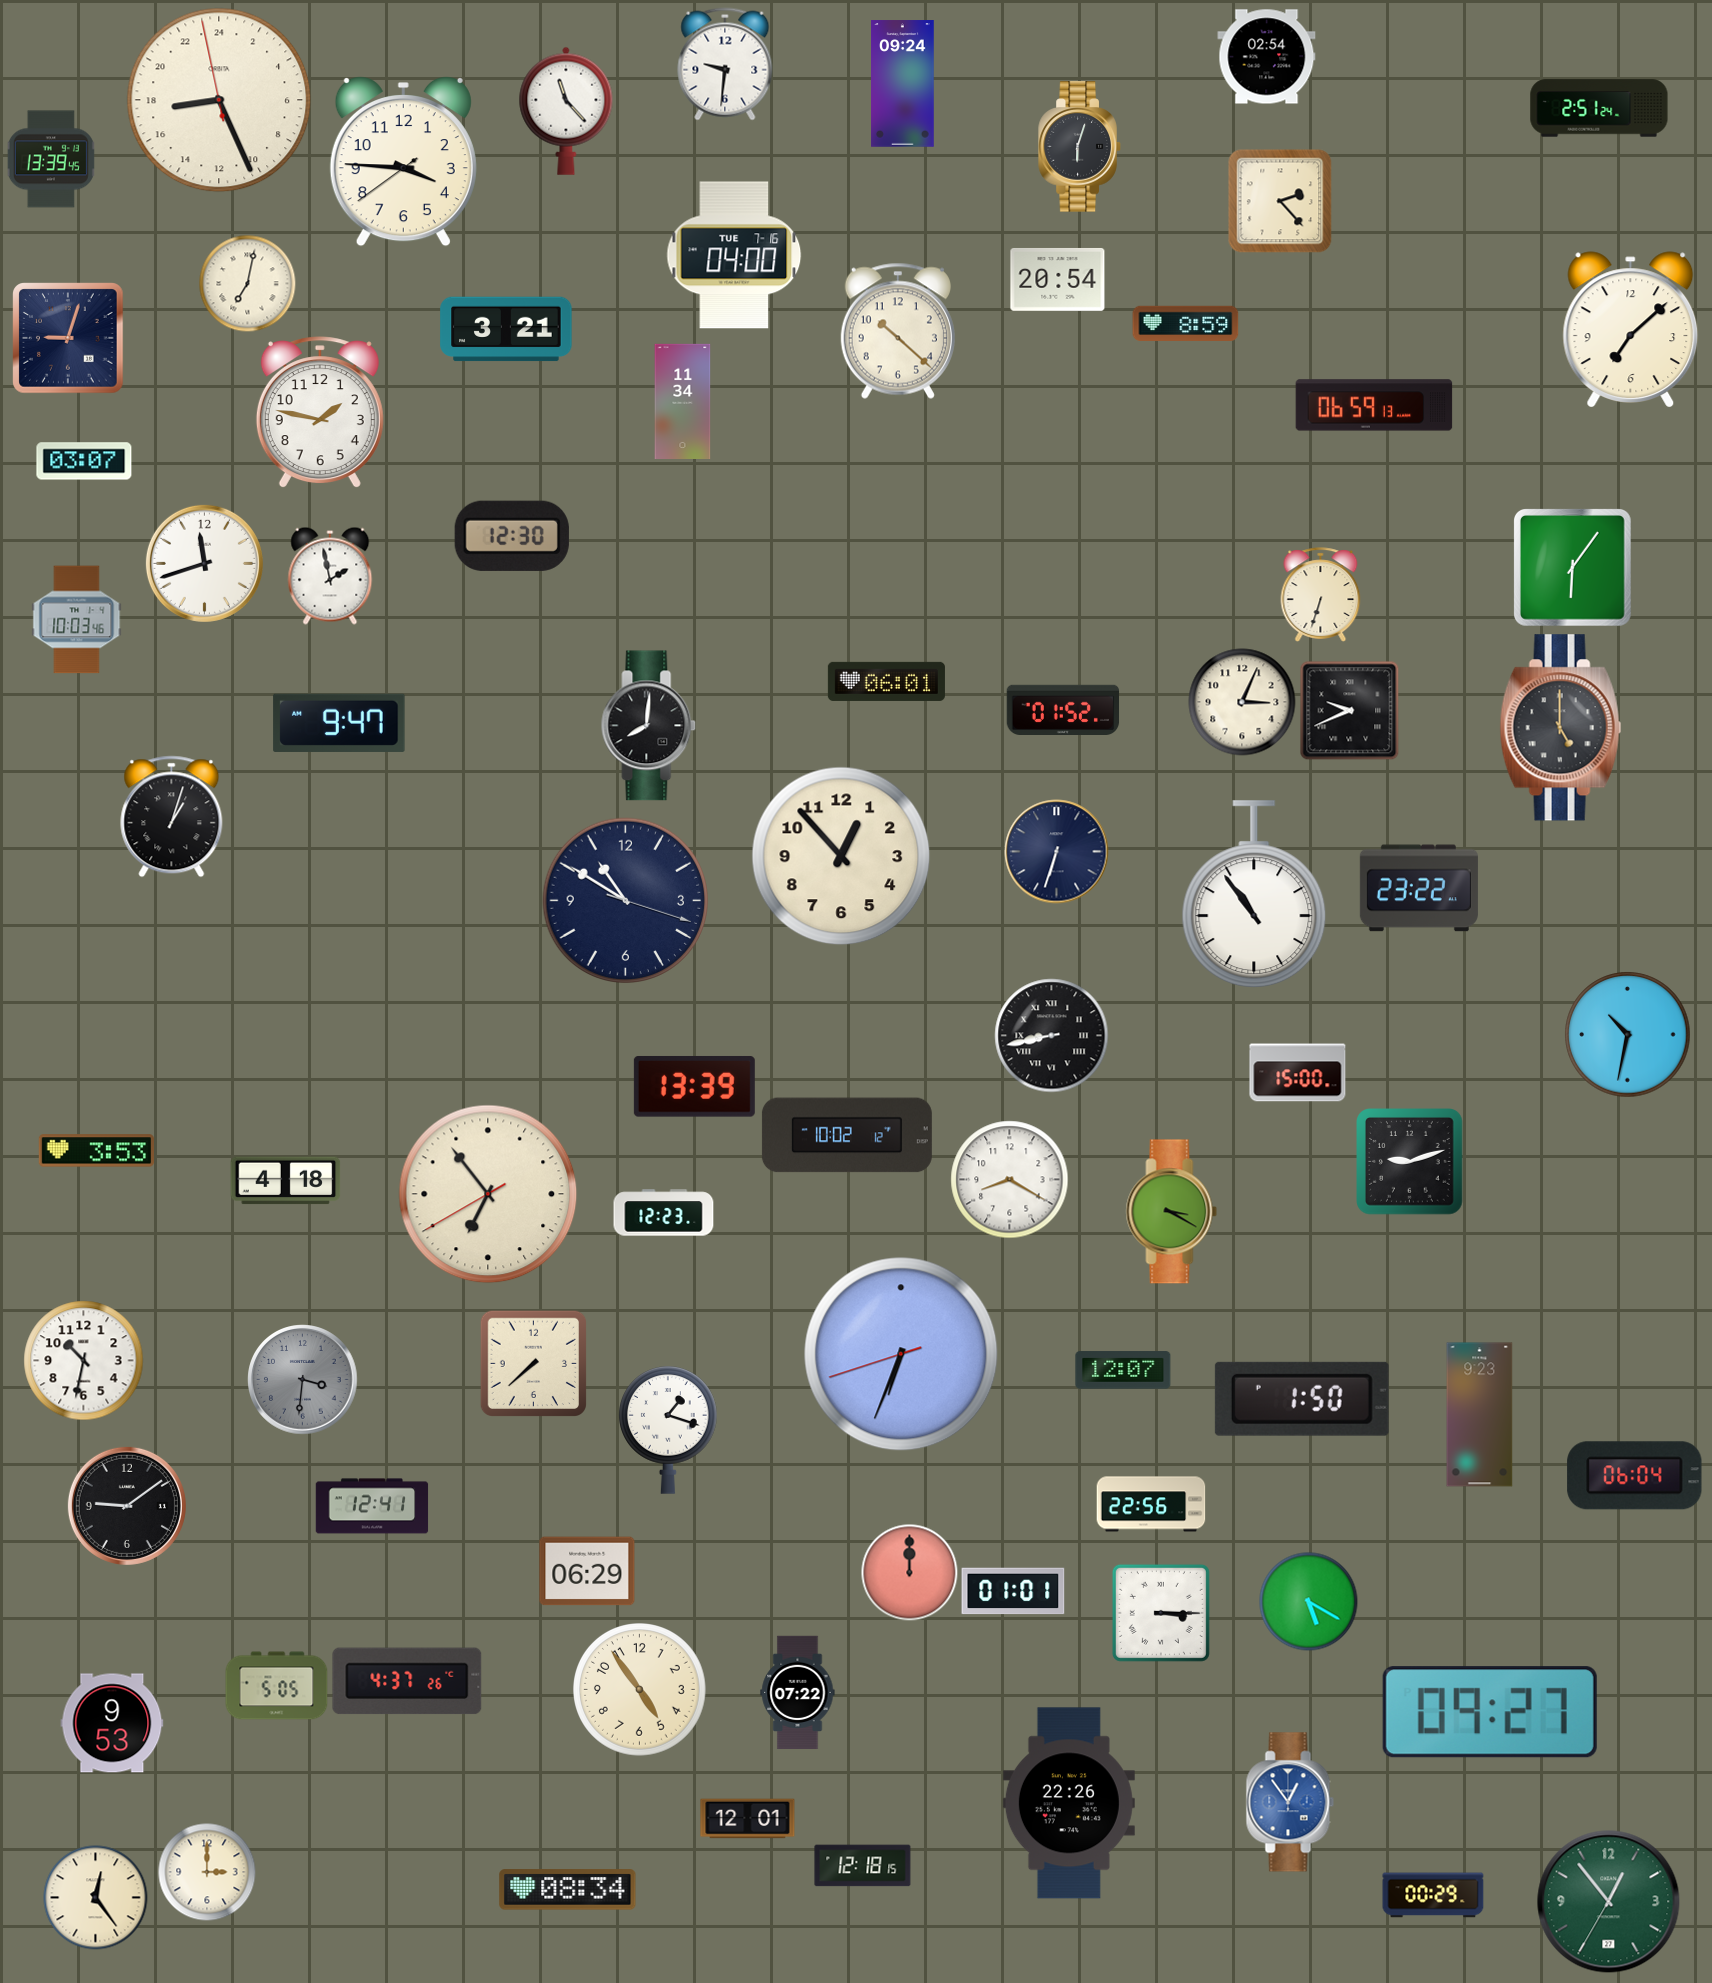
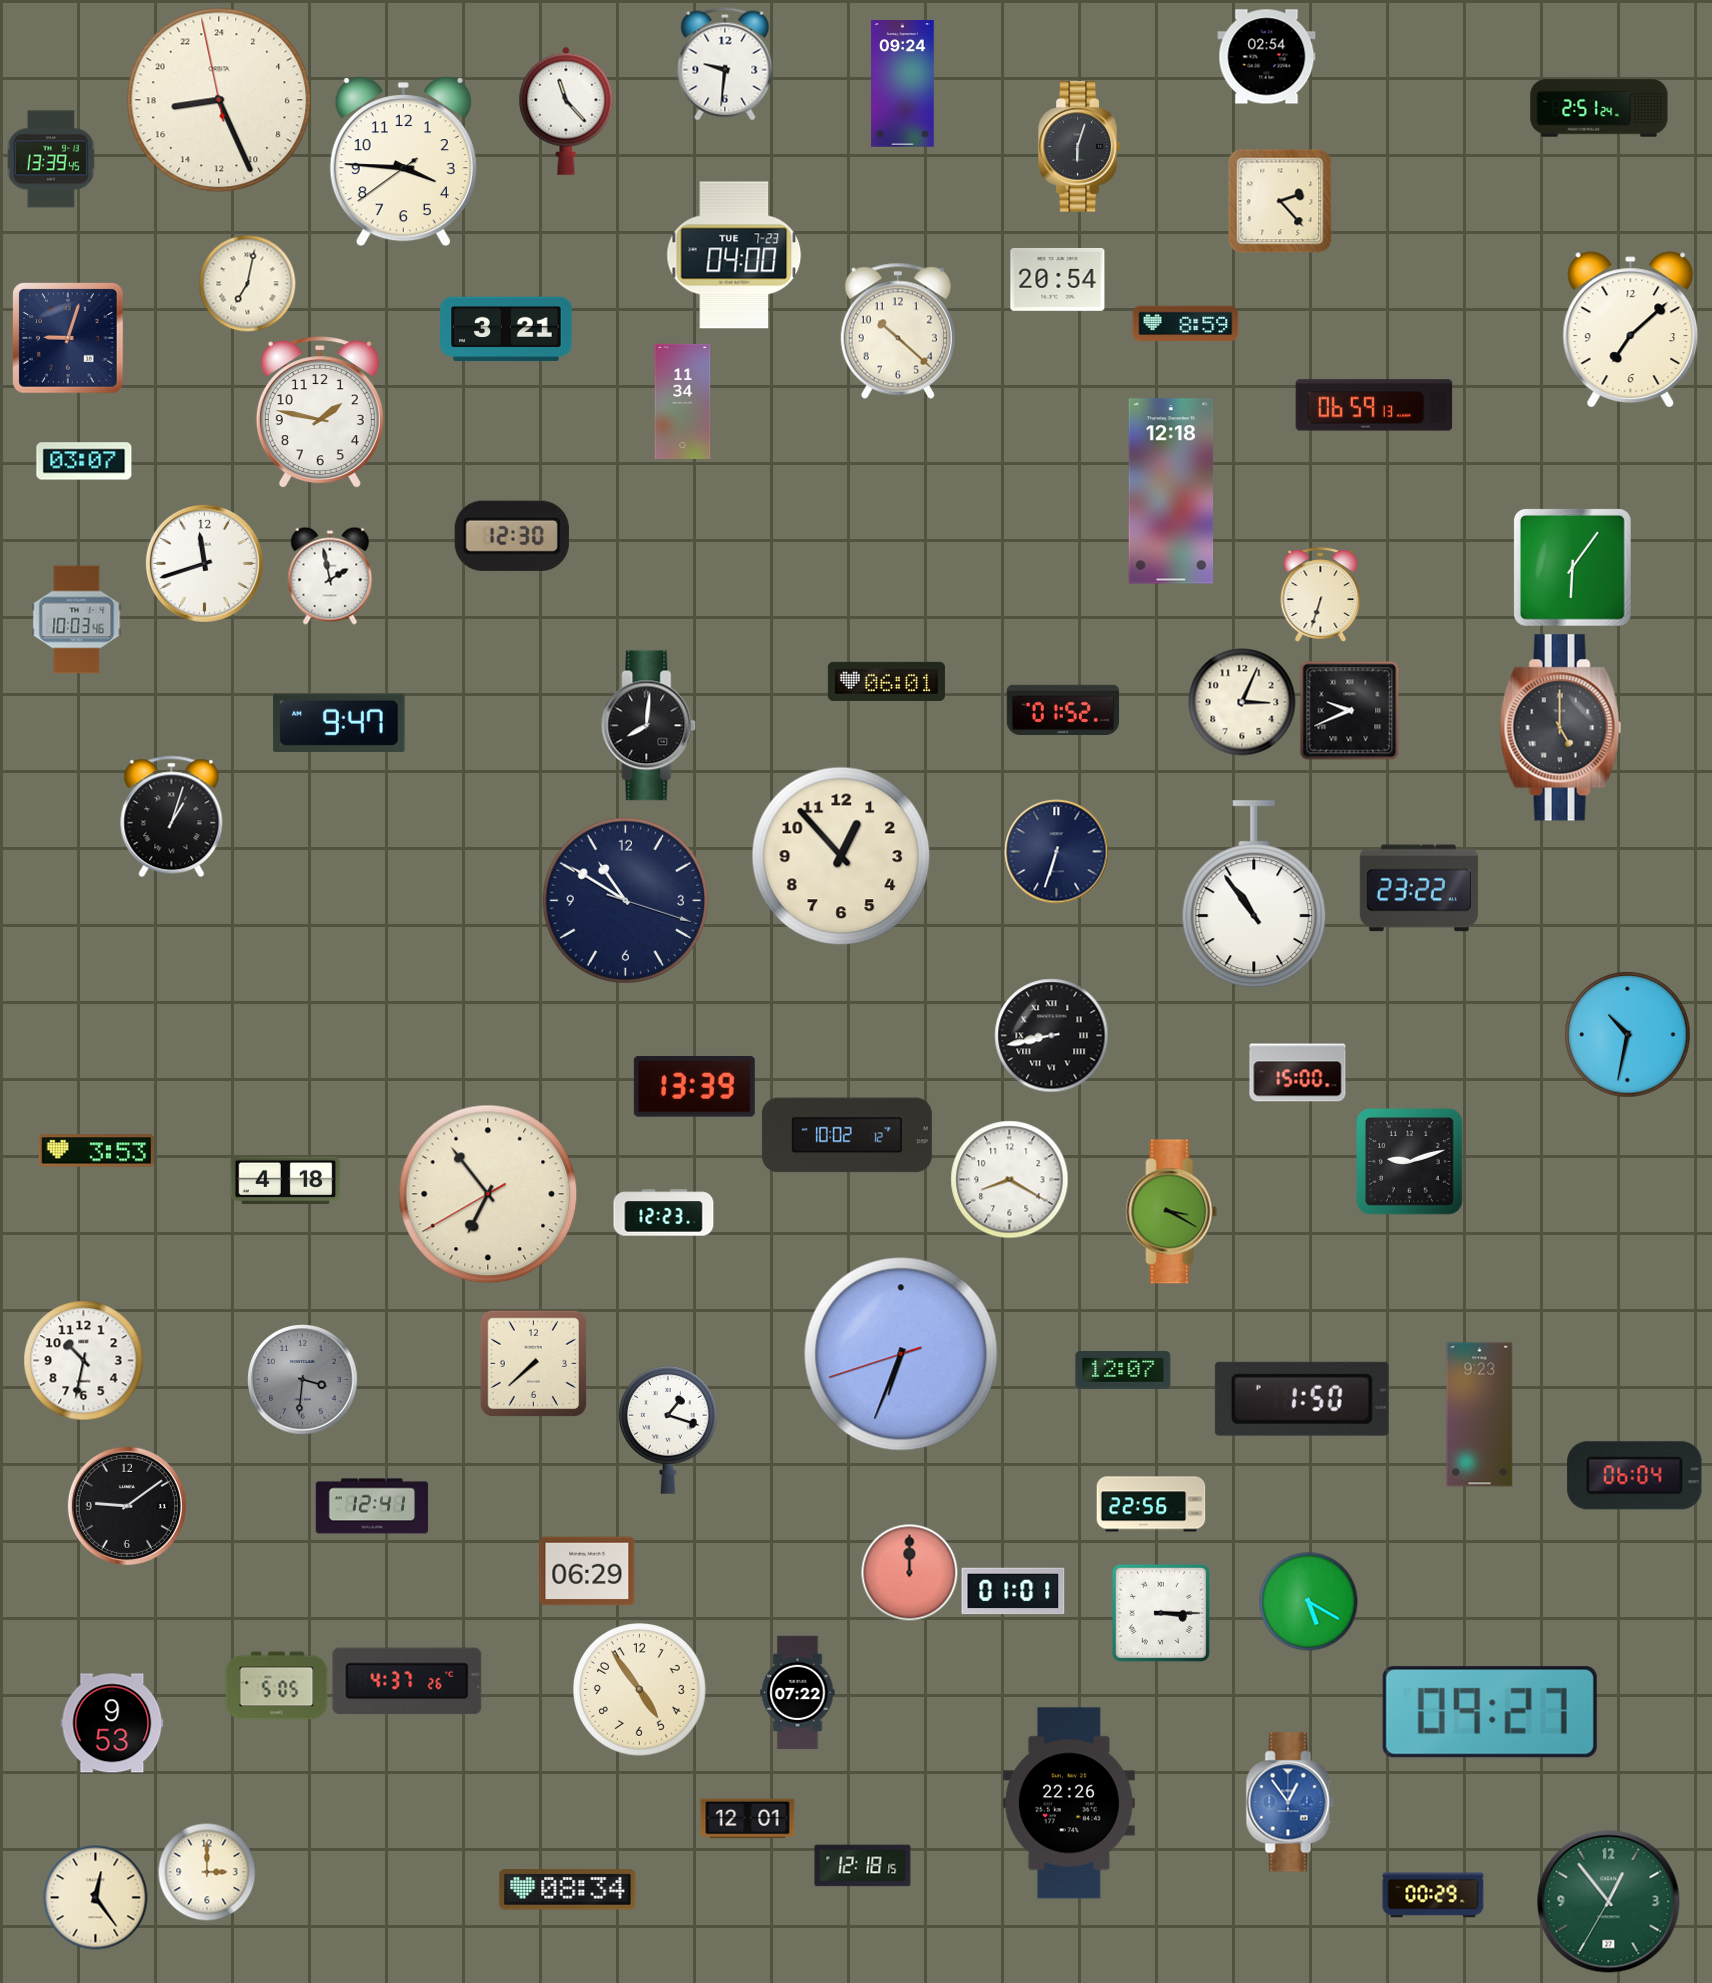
clock at (734, 255) date: TUE 7-16 -> TUE 7-23
clock at (1171, 491): none -> 12:18
